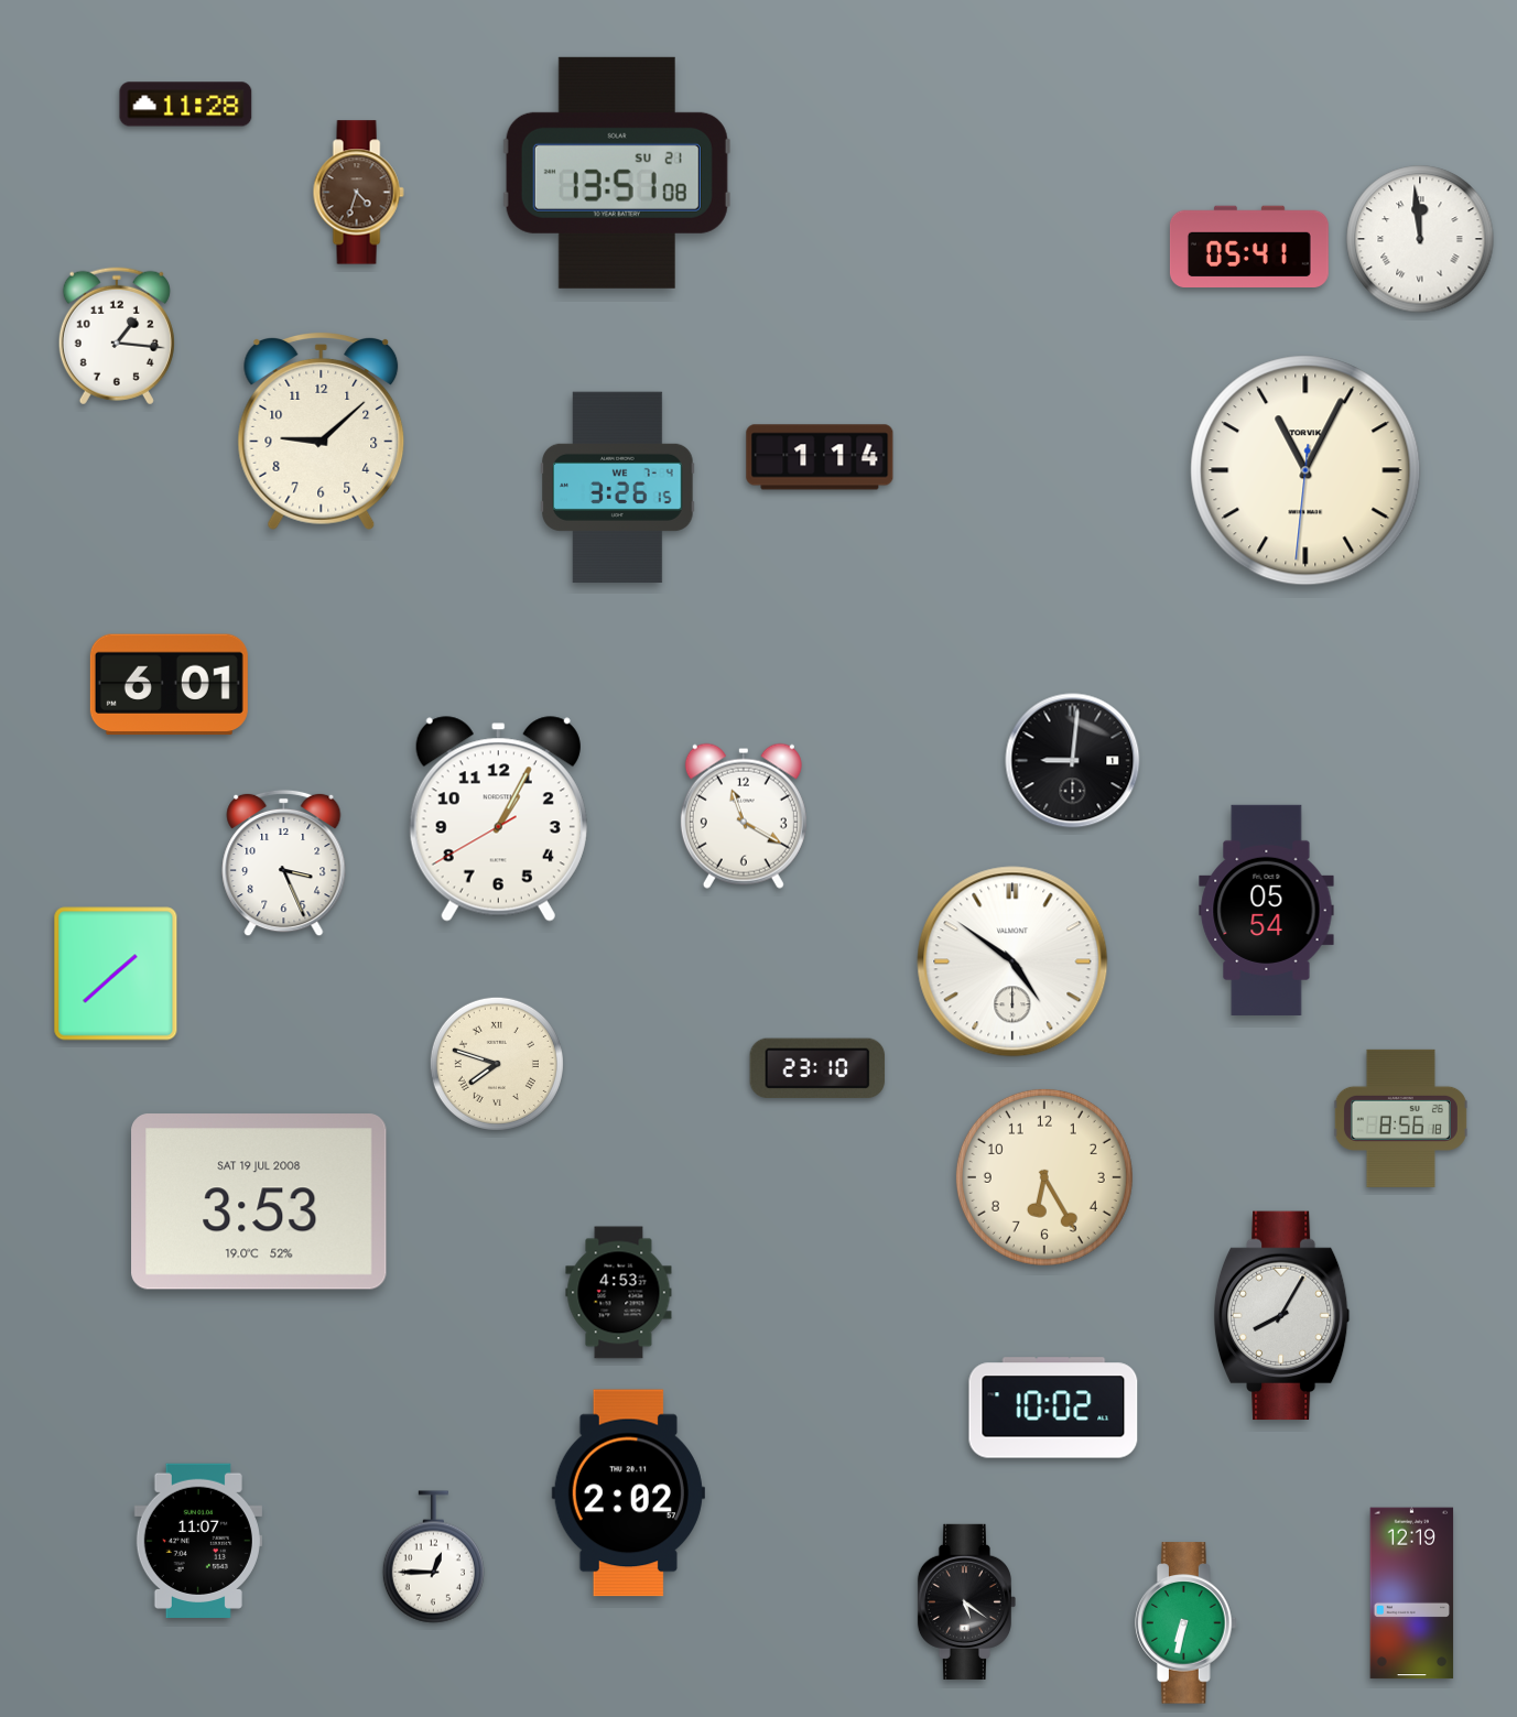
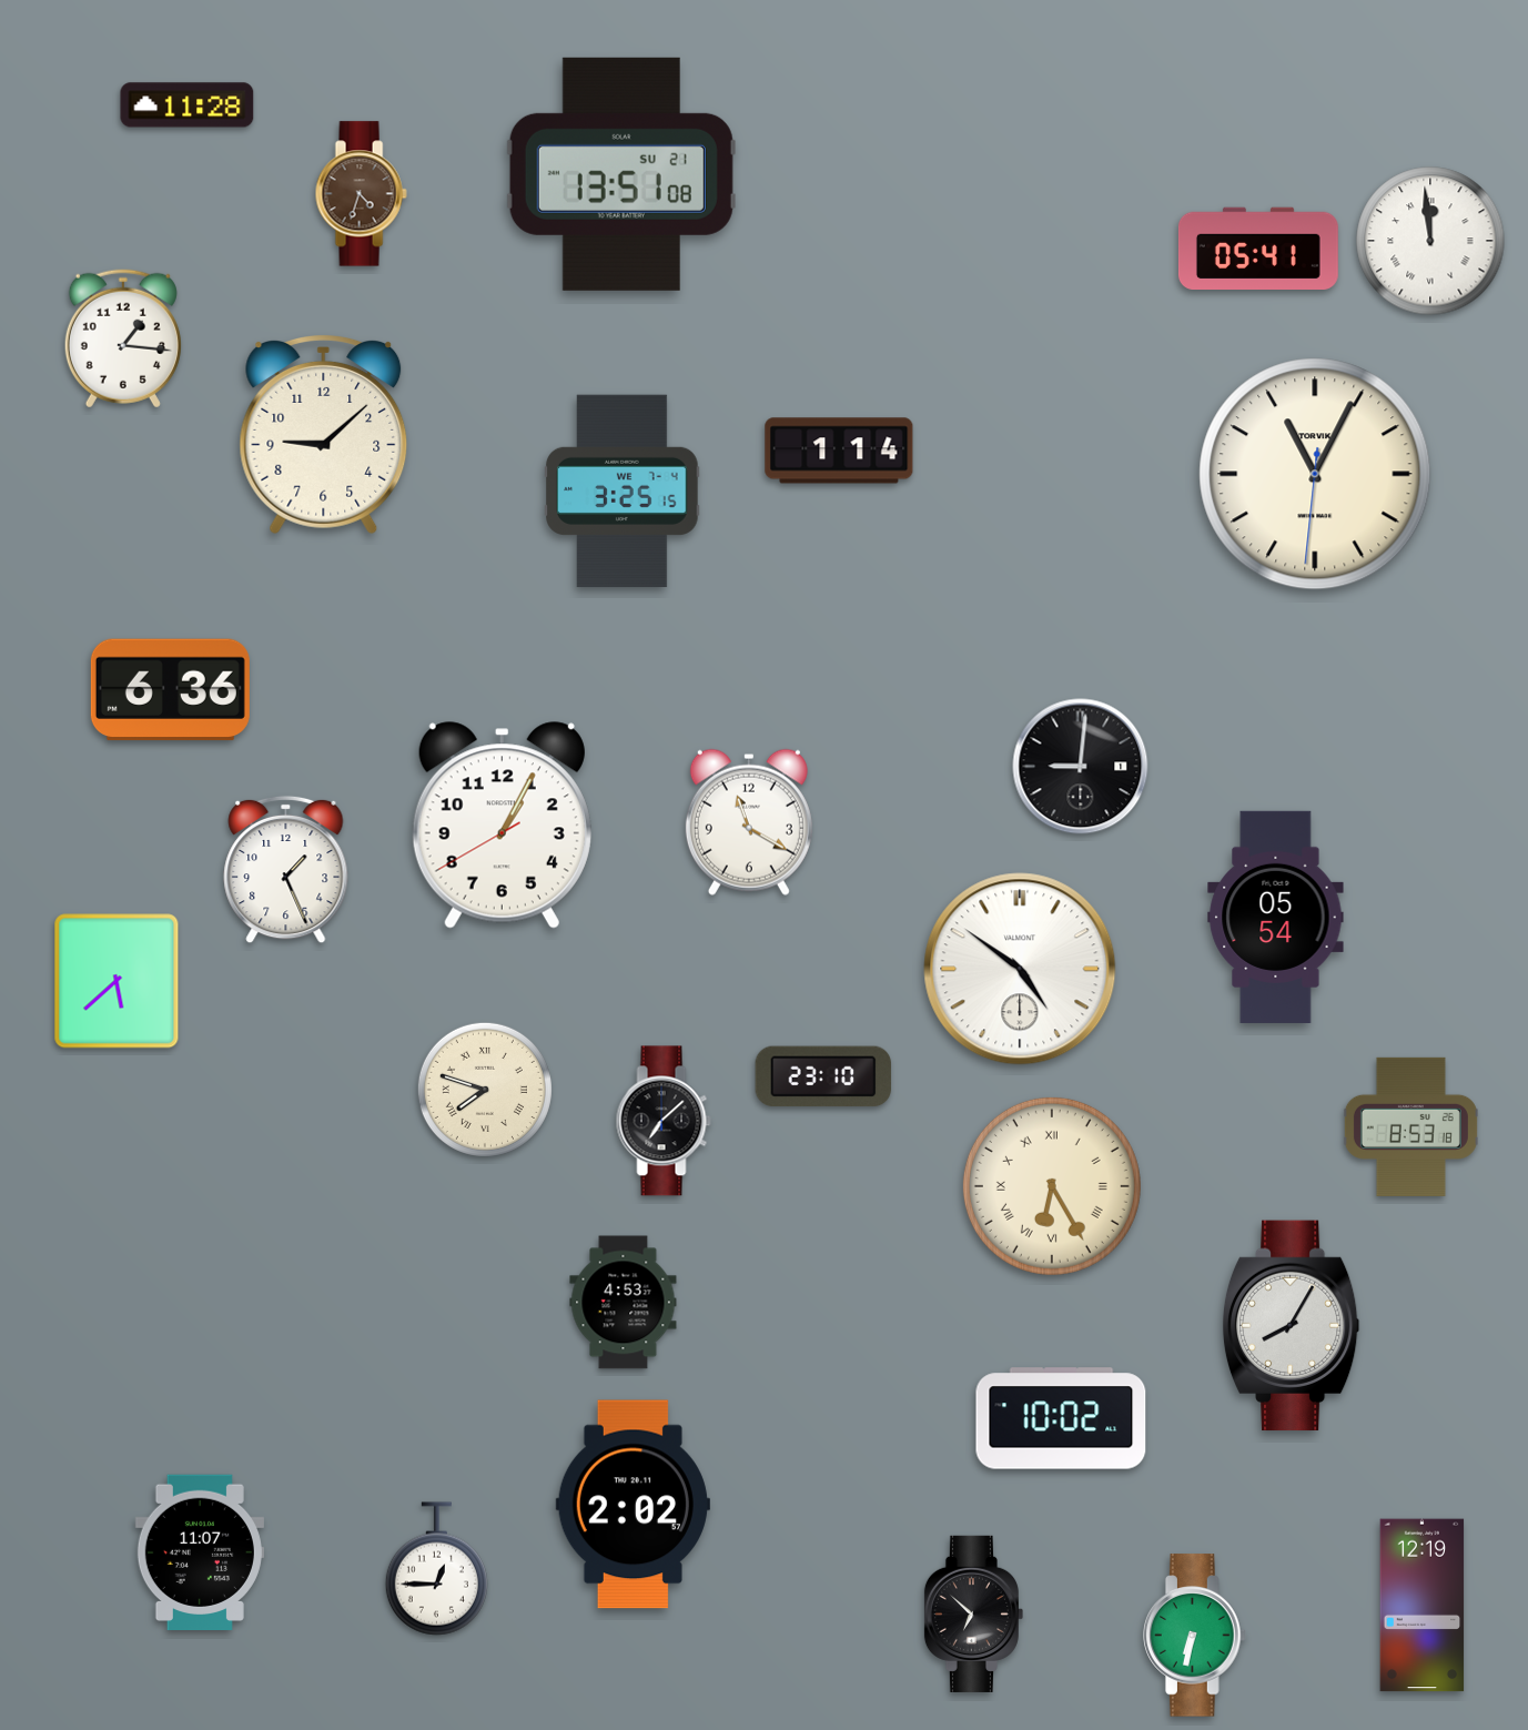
clock at (117, 336) position: (117, 336) -> (123, 338)
clock at (820, 457) position: (820, 457) -> (839, 451)
clock at (618, 488): 3:26 -> 3:25
clock at (169, 685): 6:01 -> 6:36
clock at (284, 863): 3:26 -> 1:26
clock at (116, 974): 1:38 -> 5:38
clock at (497, 1064) position: (497, 1064) -> (485, 1090)
clock at (664, 1121): none -> 7:08
clock at (1400, 1118): 8:56 -> 8:53
clock at (1044, 1177) numerals: Arabic -> Roman
clock at (259, 1202): 3:53 -> none
clock at (966, 1601): 5:21 -> 6:52
